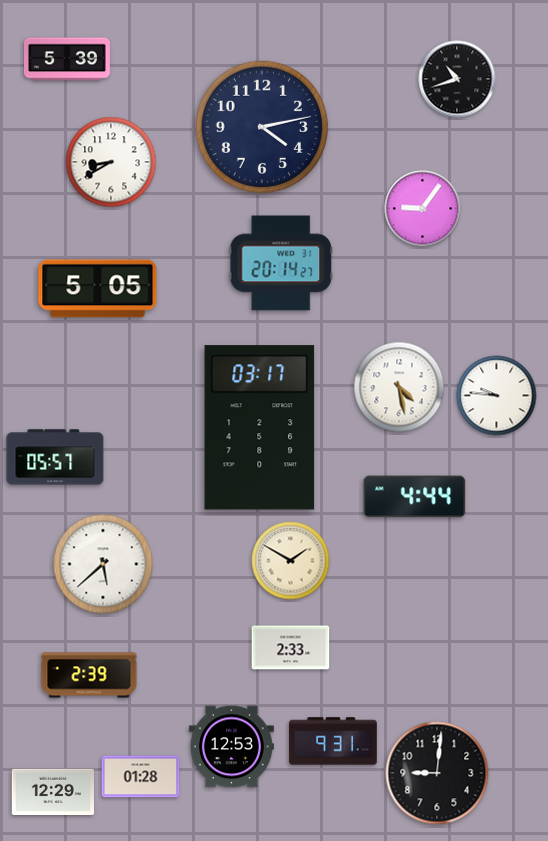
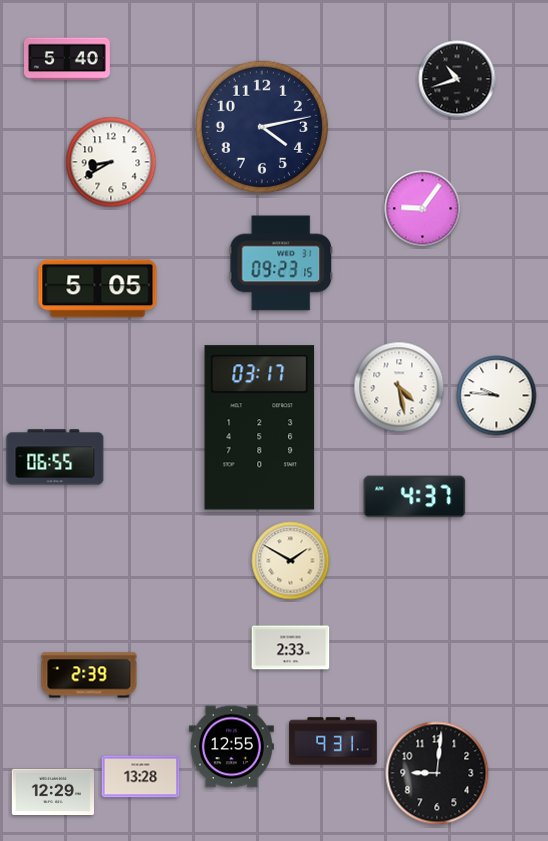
clock at (68, 59): 5:39 -> 5:40
clock at (281, 263): 20:14 -> 09:23
clock at (55, 457): 05:57 -> 06:55
clock at (415, 497): 4:44 -> 4:37
clock at (103, 564): 5:38 -> none
clock at (231, 747): 12:53 -> 12:55
clock at (141, 777): 01:28 -> 13:28
